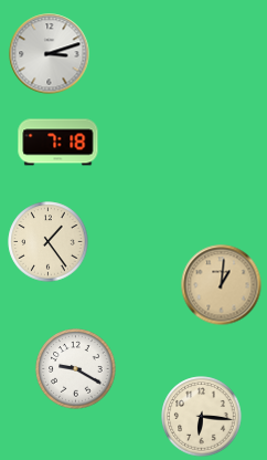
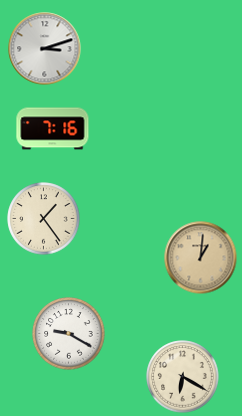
clock at (58, 143): 7:18 -> 7:16
clock at (202, 417): 6:16 -> 6:20
